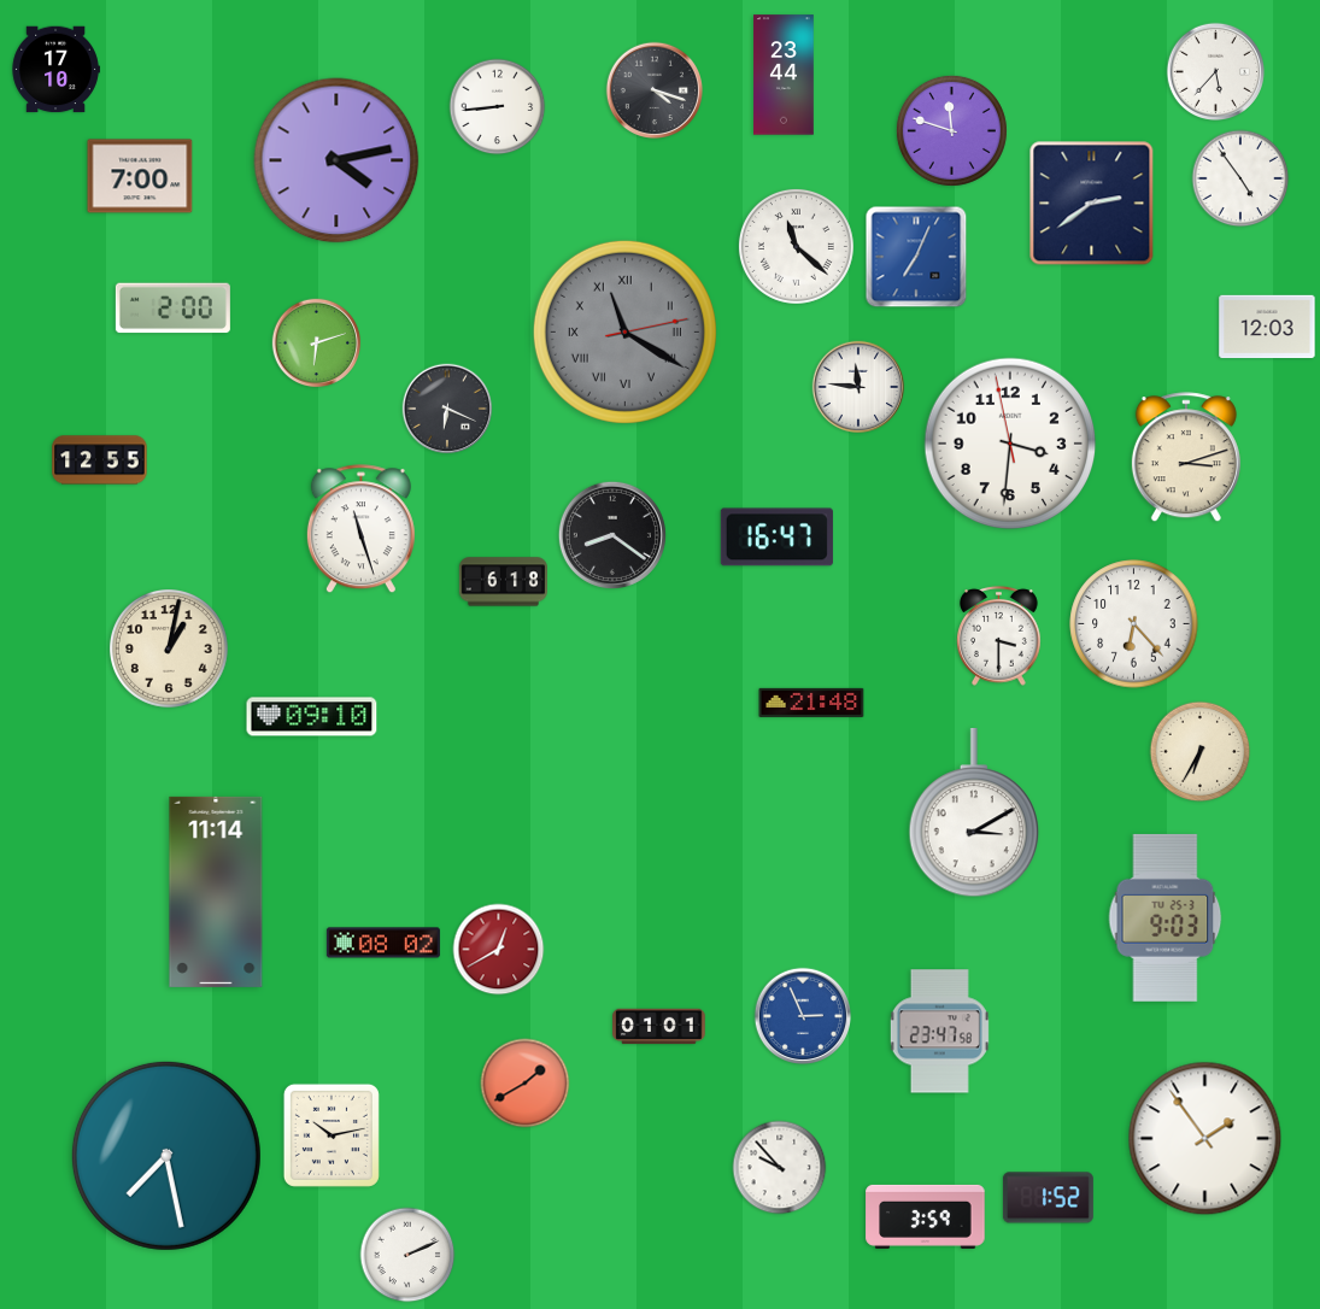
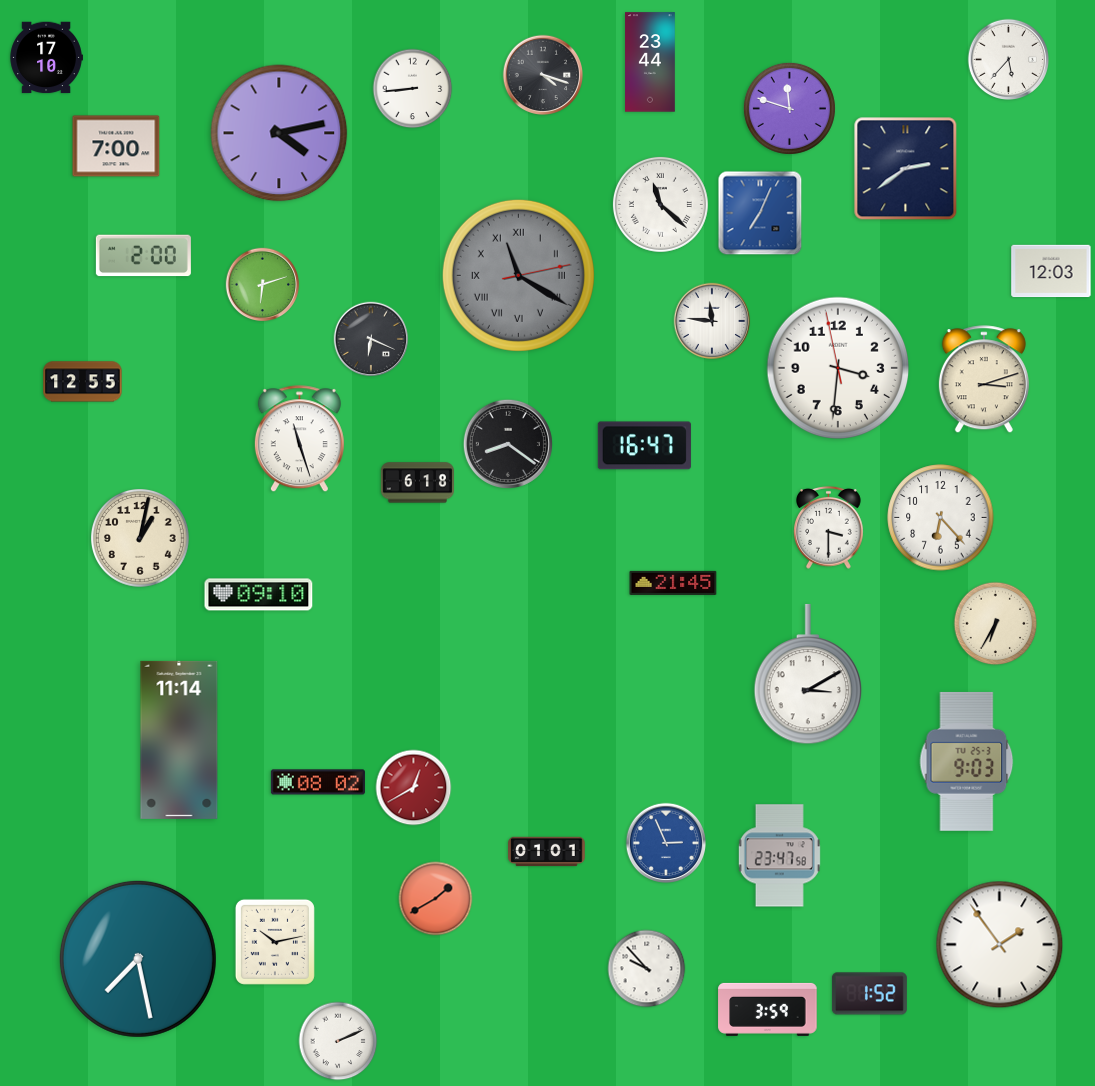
clock at (1240, 178): 4:54 -> none
clock at (811, 703): 21:48 -> 21:45
